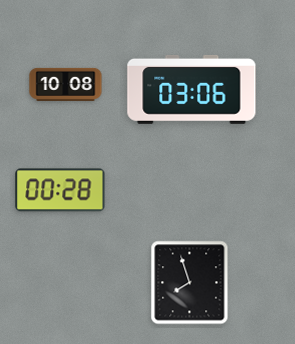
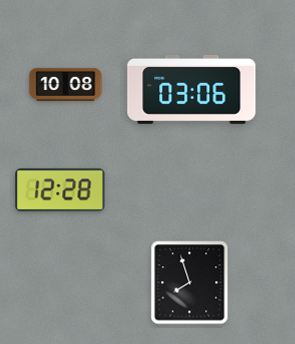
clock at (60, 190): 00:28 -> 12:28
